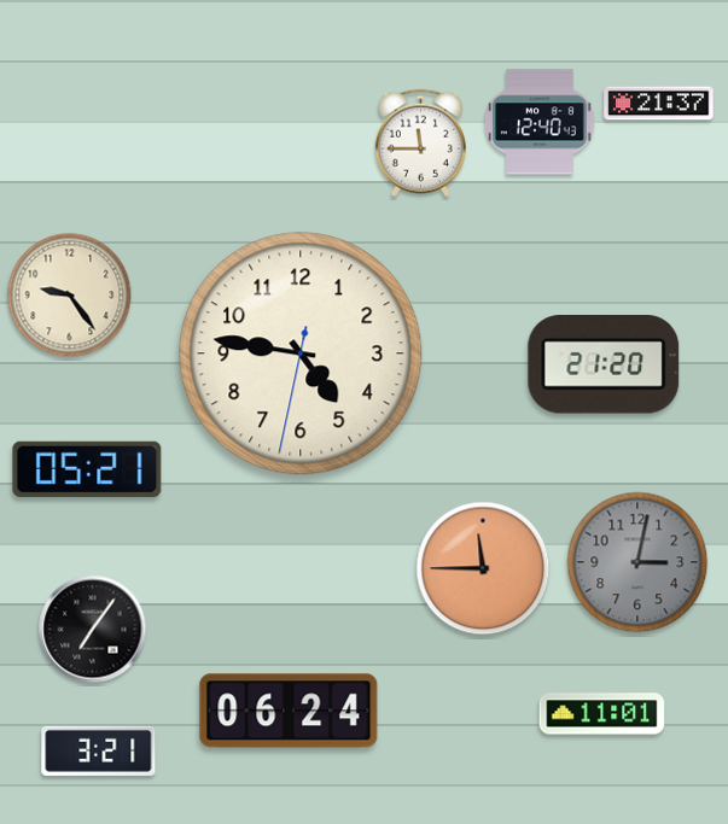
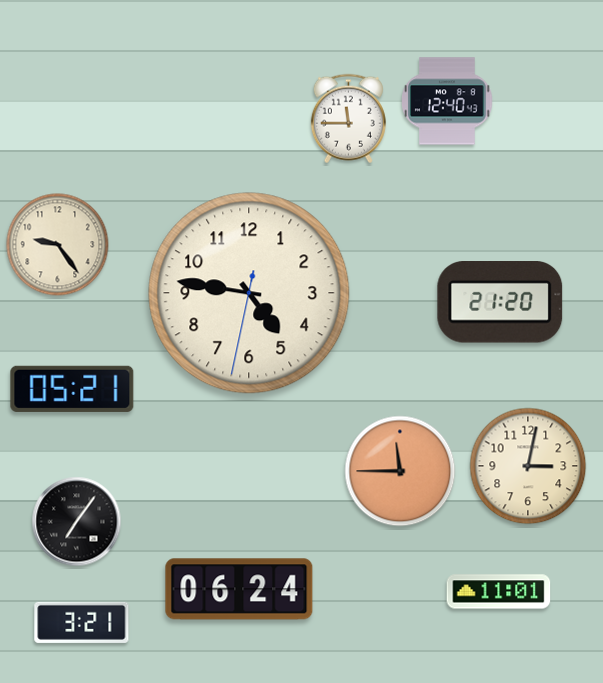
clock at (659, 104): 21:37 -> none
clock at (637, 562) dial: grey -> cream
